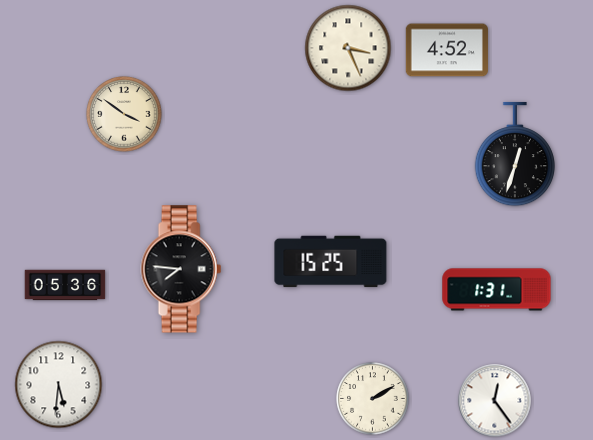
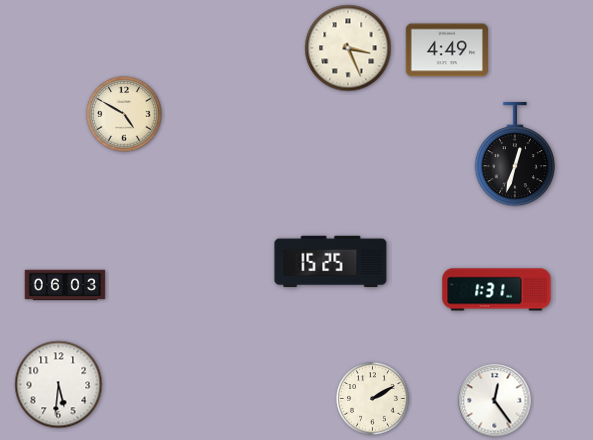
clock at (447, 50): 4:52 -> 4:49
clock at (124, 114): 3:51 -> 4:50
clock at (181, 269): 7:46 -> none
clock at (65, 285): 05:36 -> 06:03
